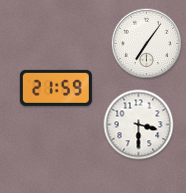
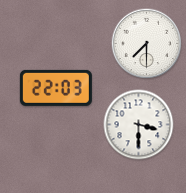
clock at (147, 44): 7:06 -> 7:30
clock at (56, 88): 21:59 -> 22:03
